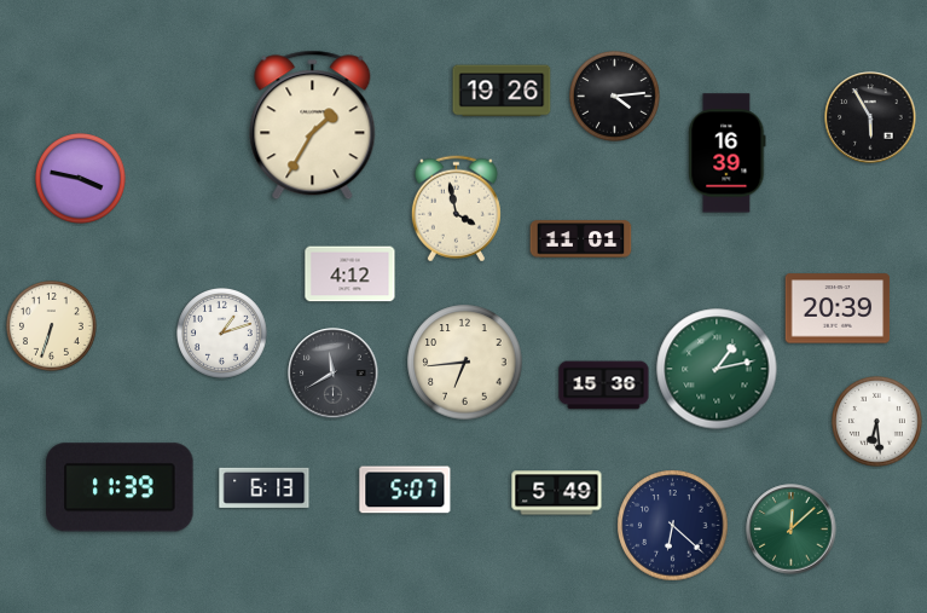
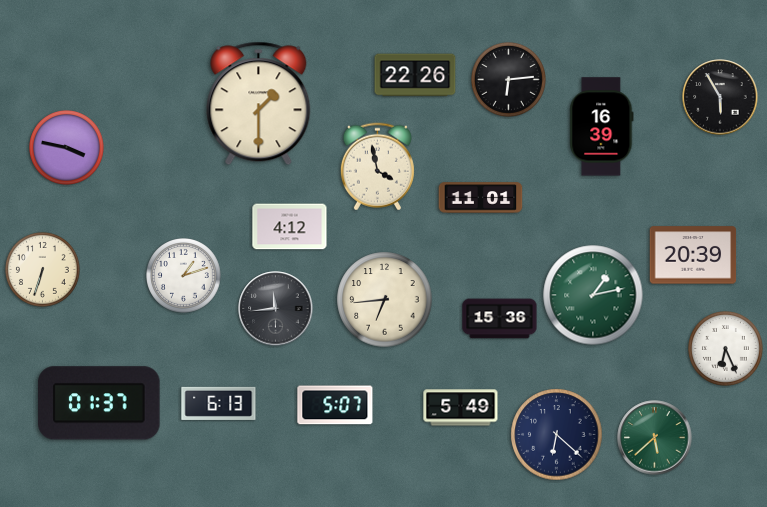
clock at (502, 91): 19:26 -> 22:26
clock at (615, 97): 4:14 -> 6:14
clock at (313, 126): 1:35 -> 1:30
clock at (456, 209) position: (456, 209) -> (377, 167)
clock at (717, 369) position: (717, 369) -> (593, 295)
clock at (334, 374): 11:40 -> 11:44
clock at (877, 422): 6:29 -> 6:26
clock at (120, 487): 11:39 -> 01:37
clock at (792, 530): 12:08 -> 5:38
